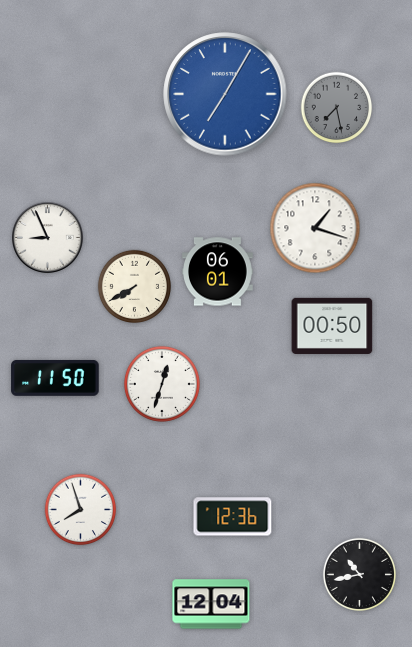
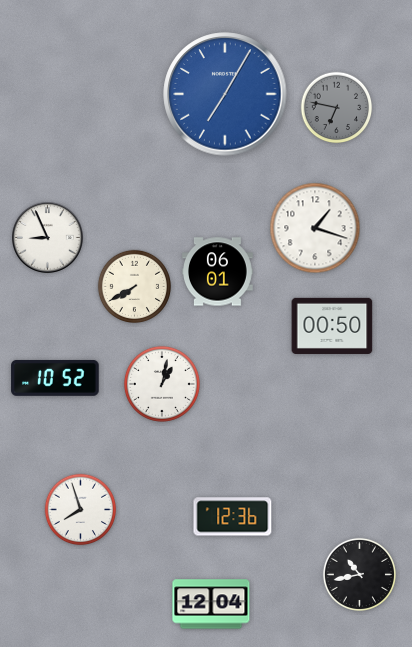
clock at (337, 108): 7:28 -> 6:47
clock at (55, 378): 11:50 -> 10:52
clock at (162, 384): 12:33 -> 1:02
